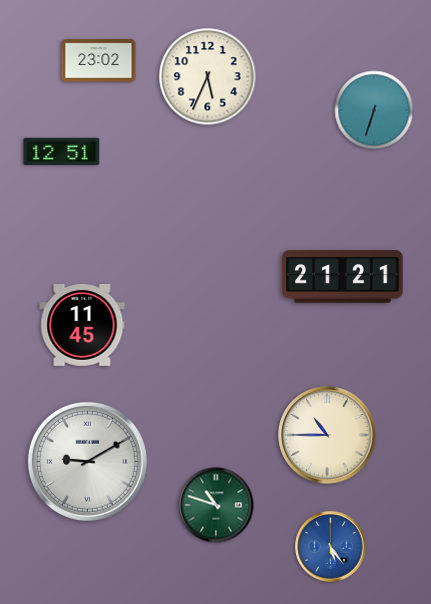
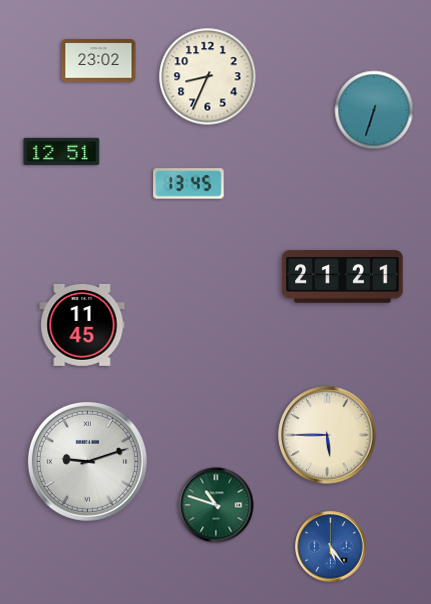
clock at (208, 77): 5:34 -> 8:34
clock at (189, 184): none -> 13:45
clock at (327, 435): 10:45 -> 5:45
clock at (87, 461): 9:10 -> 9:12
